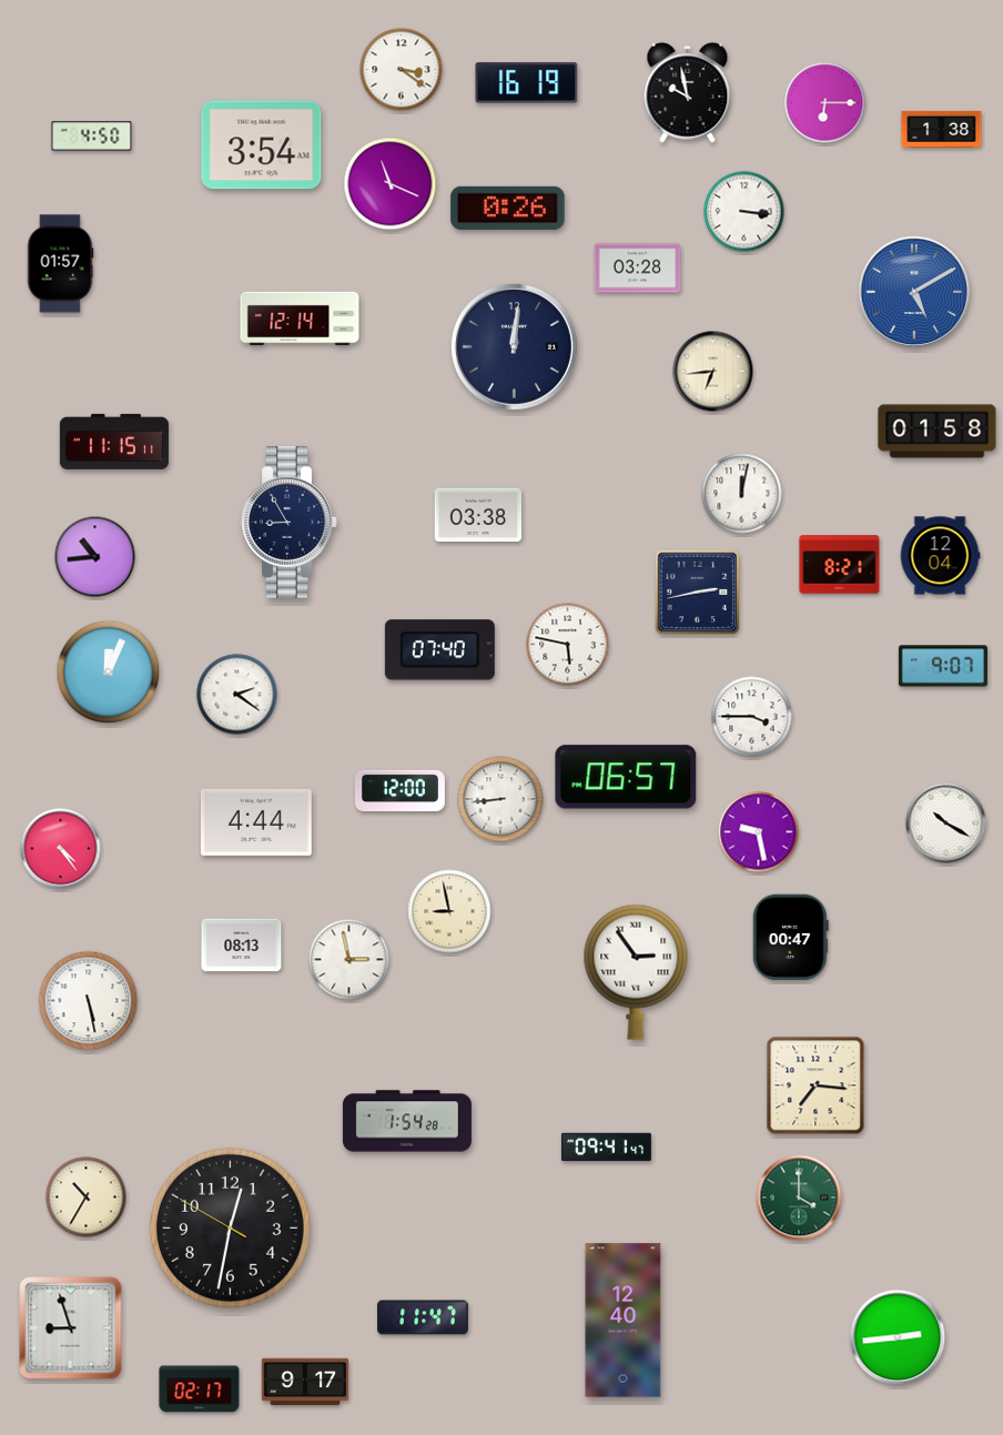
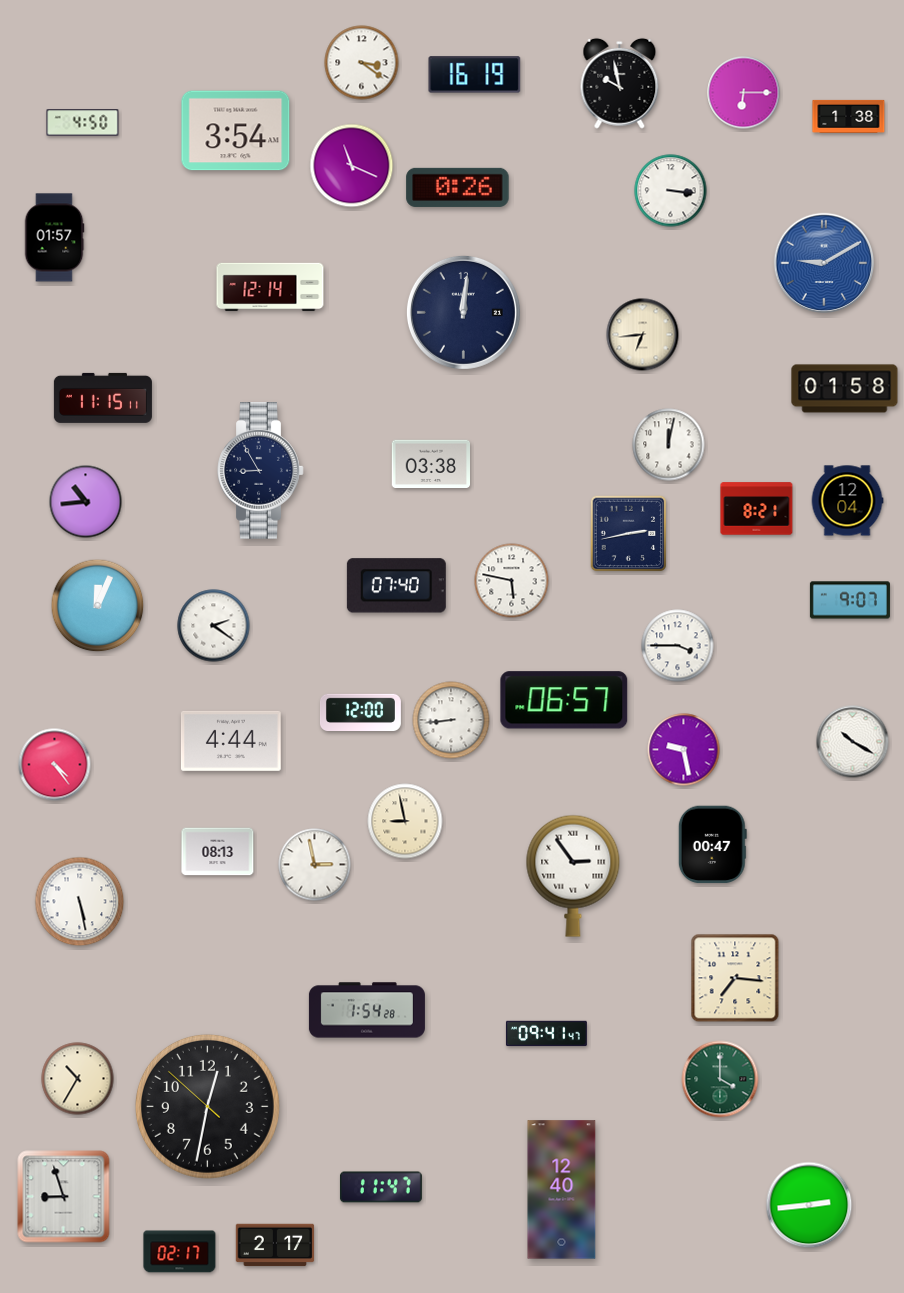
clock at (638, 269): 03:28 -> none
clock at (914, 292): 5:10 -> 9:10
clock at (230, 1227): 12:31:50 -> 12:31:52
clock at (305, 1382): 9:17 -> 2:17
